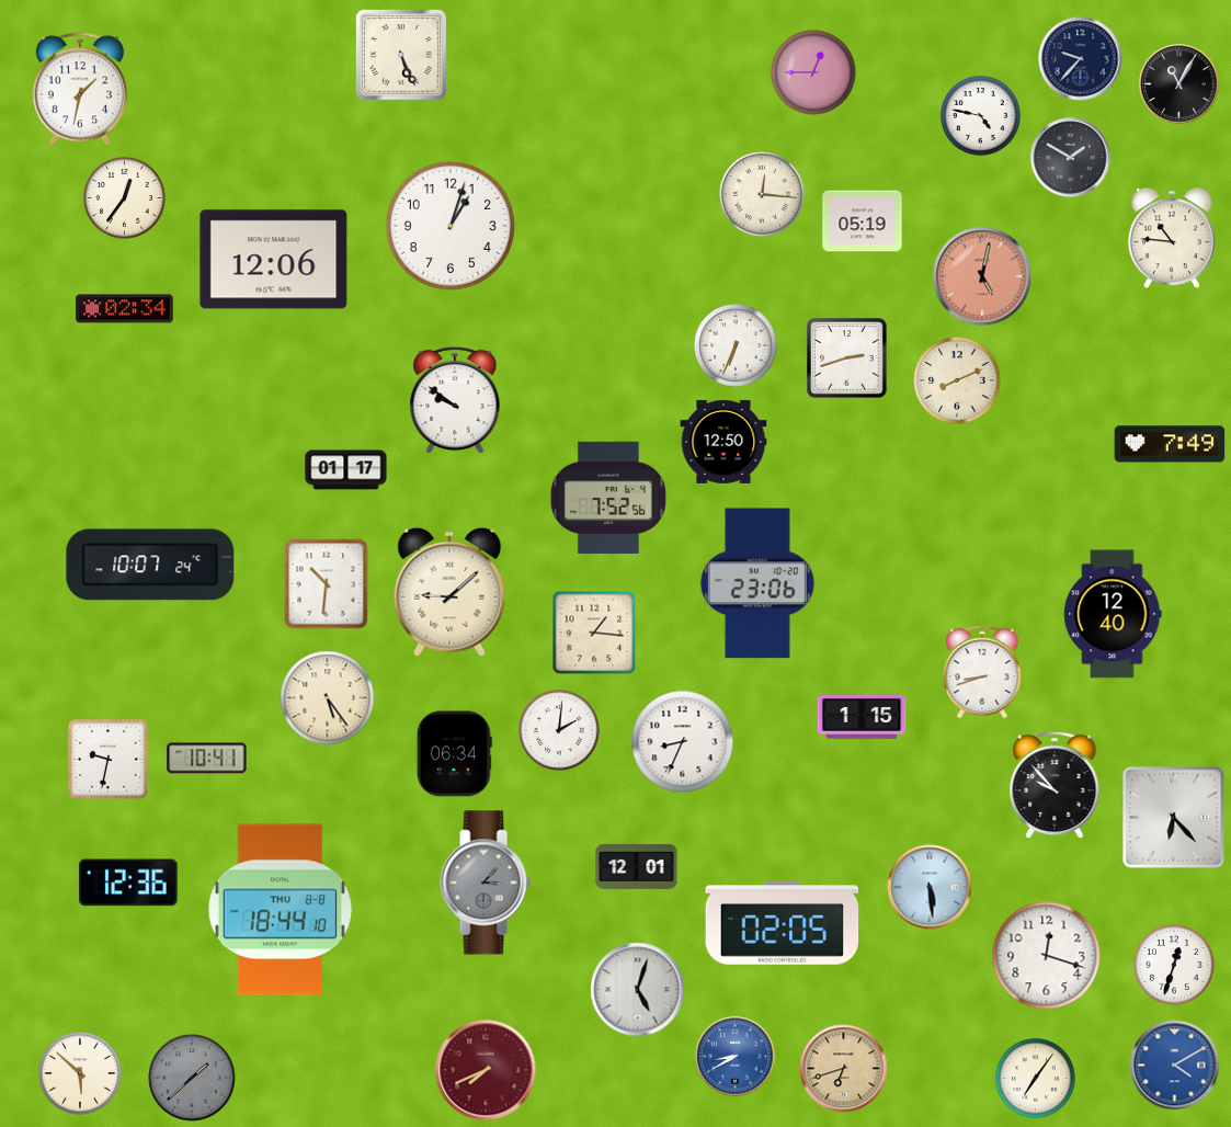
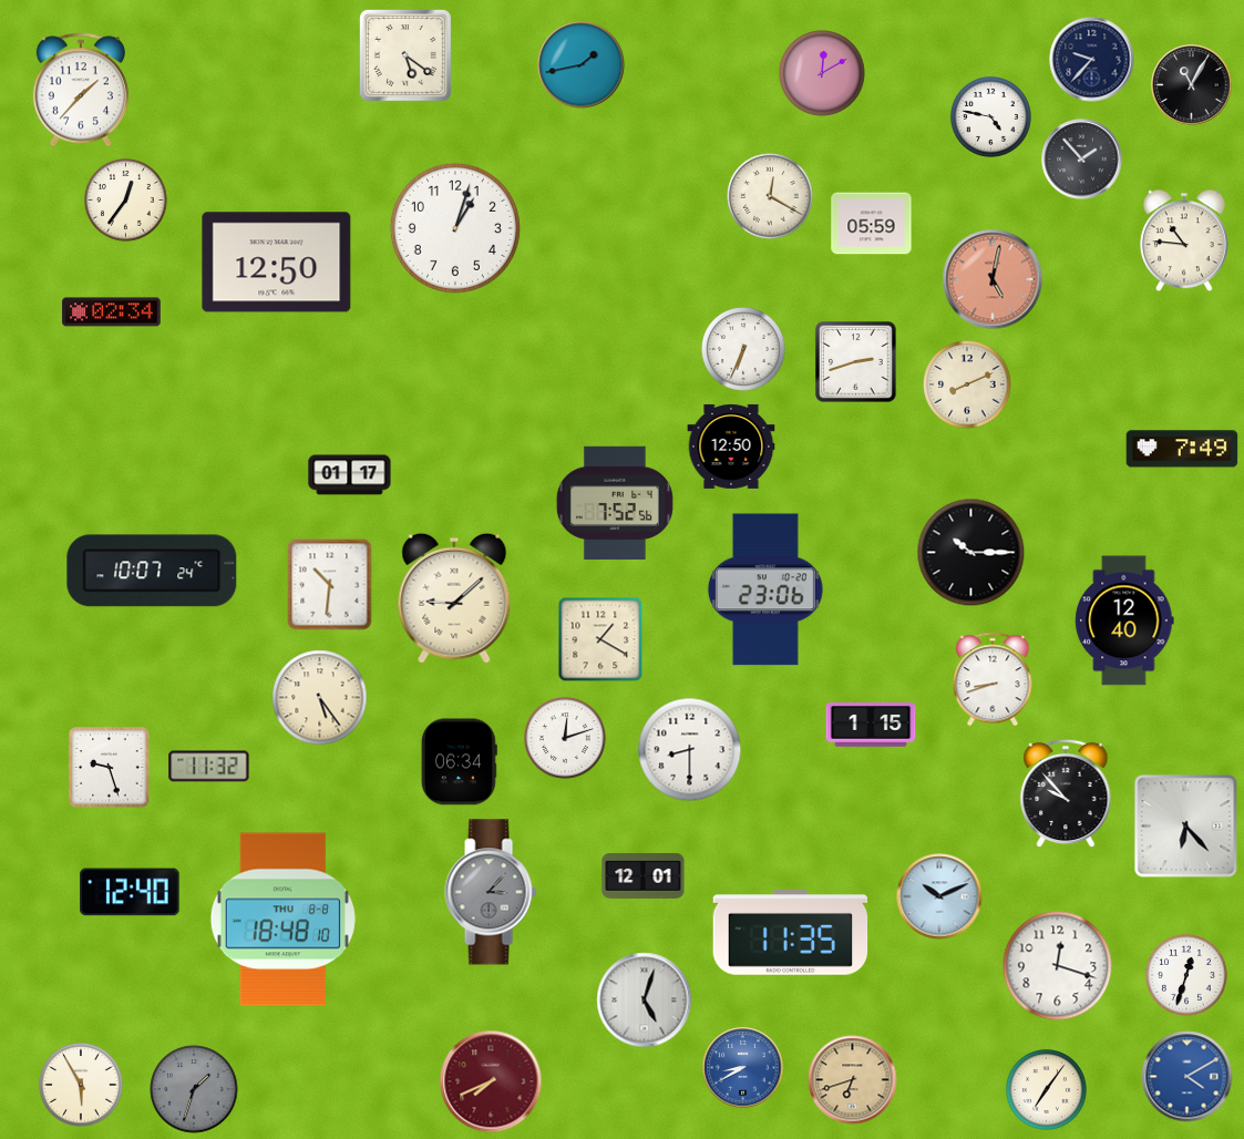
clock at (401, 55): 5:26 -> 5:21
clock at (582, 65): none -> 1:43
clock at (813, 72): 12:45 -> 12:10
clock at (80, 89): 1:32 -> 1:37
clock at (1071, 158): 1:50 -> 1:53
clock at (762, 194): 12:16 -> 12:20
clock at (863, 221): 05:19 -> 05:59
clock at (274, 260): 12:06 -> 12:50
clock at (125, 309) position: (125, 309) -> (112, 312)
clock at (455, 400): 9:51 -> none
clock at (971, 553): none -> 10:15
clock at (327, 584) position: (327, 584) -> (330, 585)
clock at (594, 633): 1:16 -> 1:20
clock at (328, 698) position: (328, 698) -> (320, 698)
clock at (560, 731): 2:01 -> 12:12
clock at (683, 742): 8:34 -> 8:30
clock at (207, 759): 10:41 -> 11:32
clock at (109, 760): 9:32 -> 9:27
clock at (128, 883): 12:36 -> 12:40
clock at (930, 887): 5:29 -> 10:11
clock at (280, 910): 18:44 -> 18:48
clock at (783, 923): 02:05 -> 11:35
clock at (80, 1073): 5:52 -> 5:55
clock at (192, 1078): 1:38 -> 1:33
